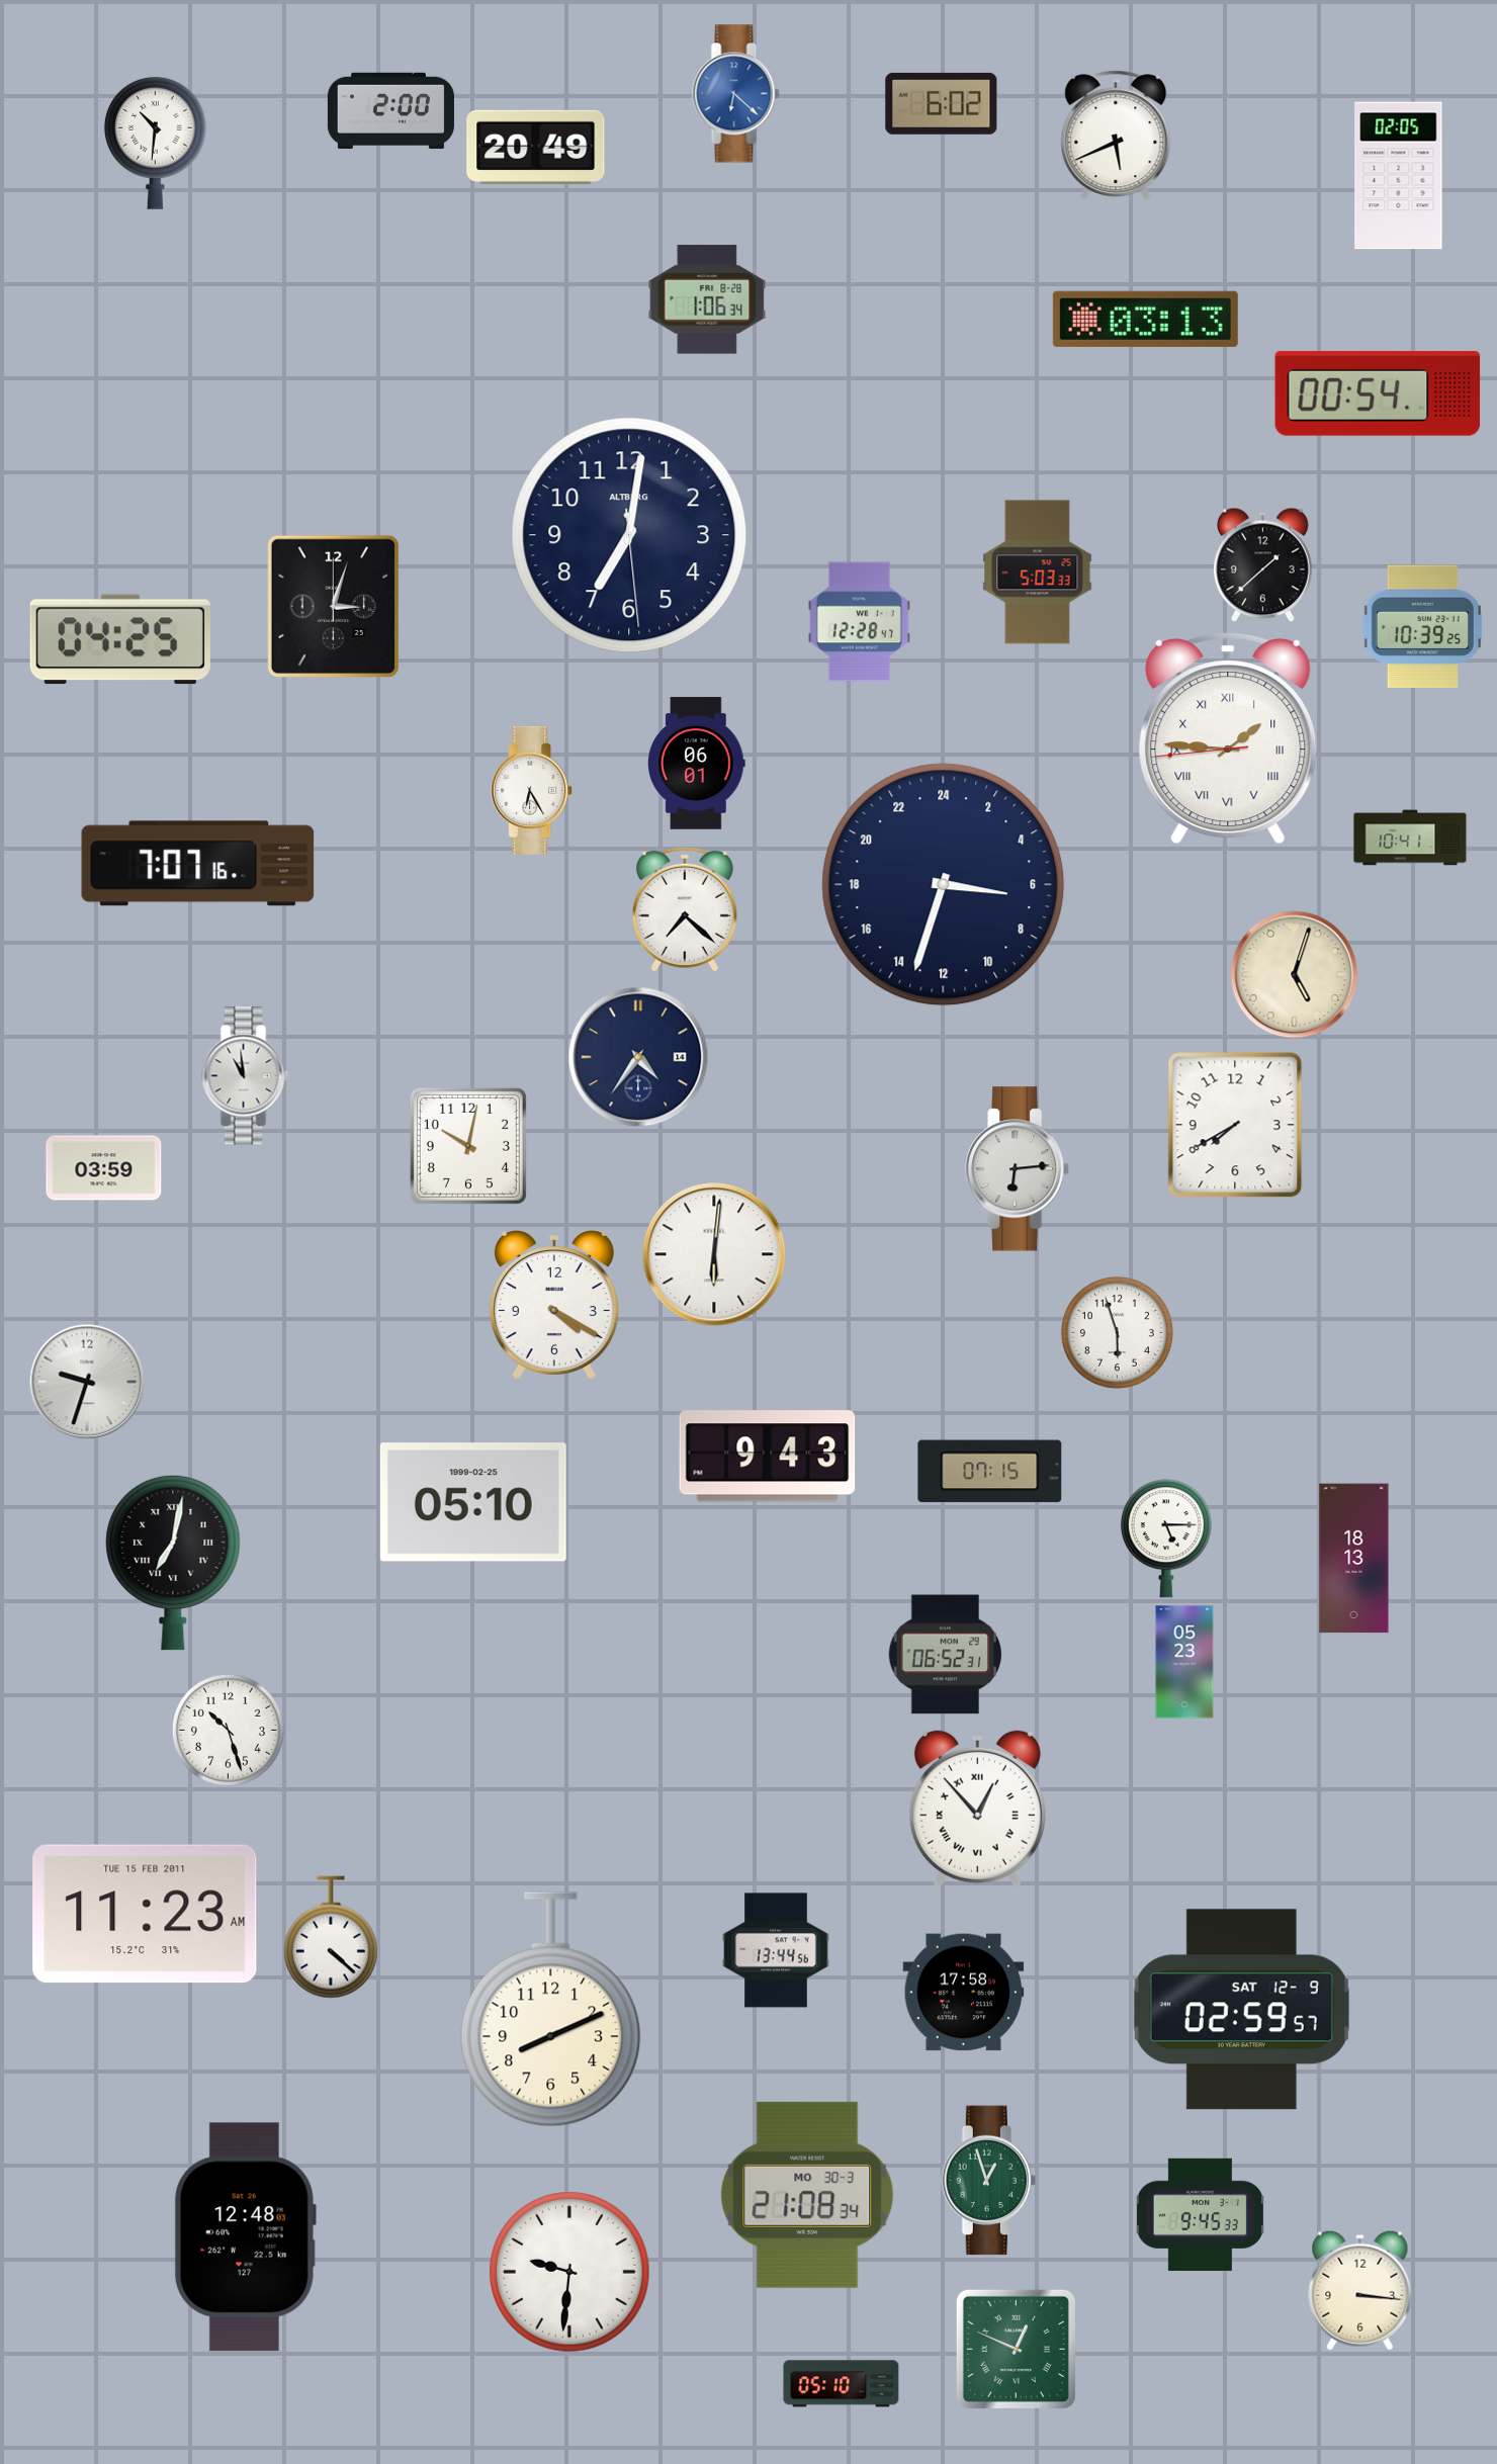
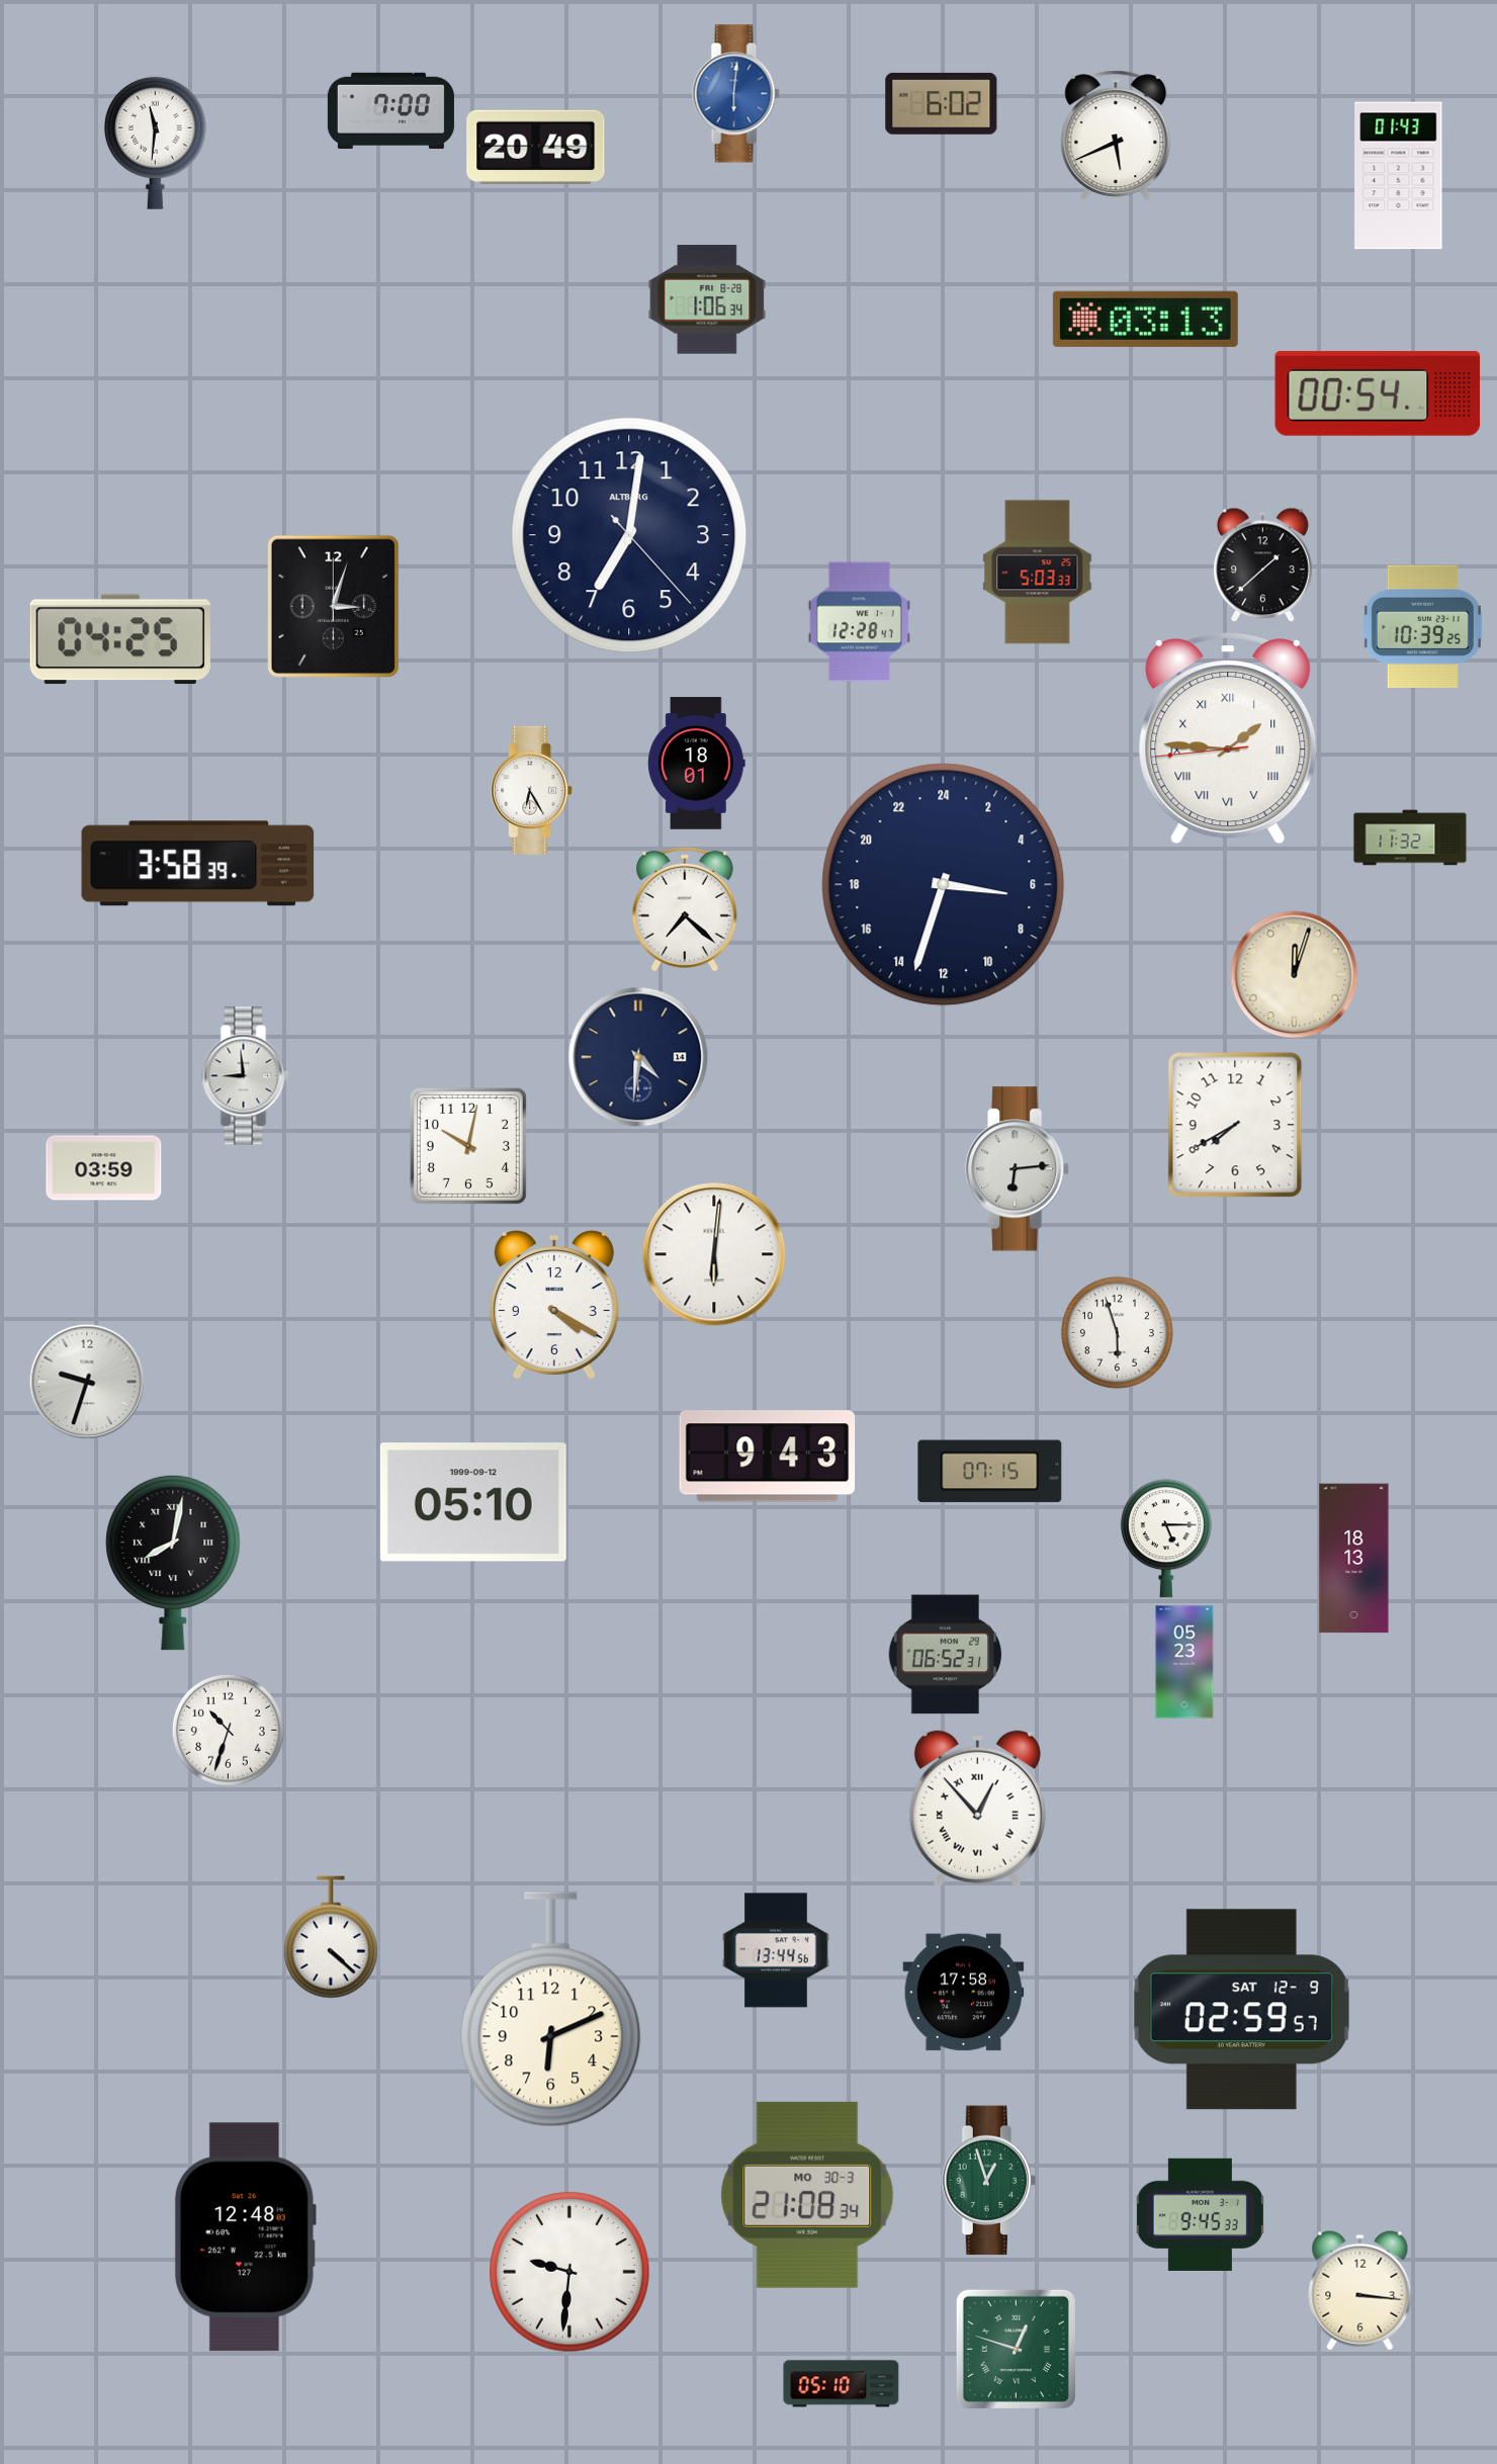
clock at (736, 94): 6:22 -> 6:01
clock at (390, 111): 2:00 -> 7:00
clock at (155, 143): 10:31 -> 11:31
clock at (1399, 176): 02:05 -> 01:43
clock at (629, 535): 7:01:29 -> 7:01:23
clock at (697, 764): 06:01 -> 18:01
clock at (1410, 838): 10:41 -> 11:32
clock at (198, 864): 7:07 -> 3:58
clock at (1295, 975): 5:03 -> 12:03
clock at (638, 1057): 4:36 -> 4:31
clock at (246, 1076): 10:59 -> 8:59
clock at (473, 1502) date: 1999-02-25 -> 1999-09-12
clock at (173, 1563): 7:02 -> 8:02
clock at (228, 1730): 10:27 -> 10:33
clock at (145, 1914): 11:23 -> none
clock at (551, 2010): 8:11 -> 6:11
clock at (1016, 2349): 12:49 -> 12:48
